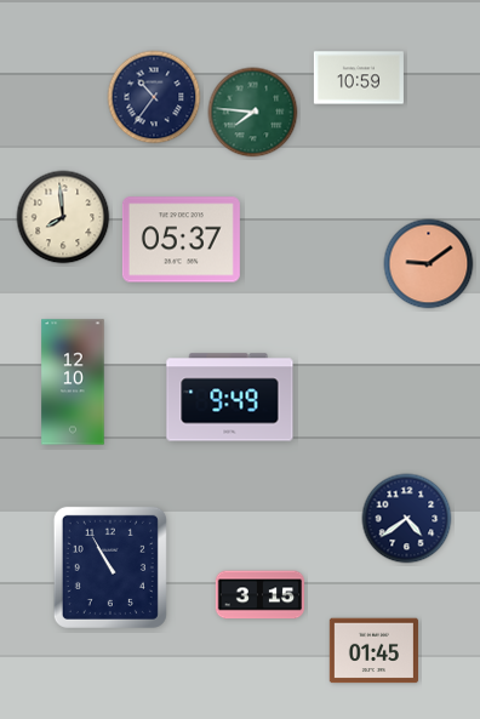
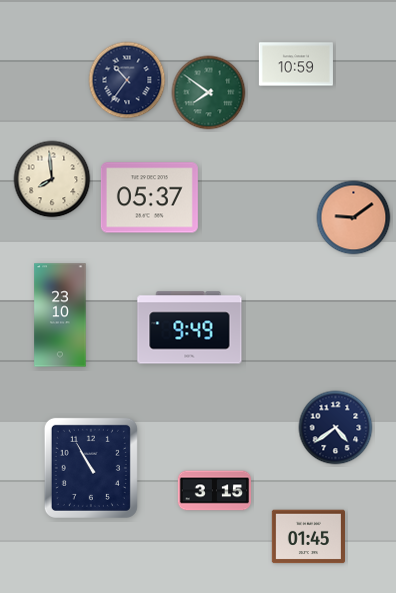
clock at (253, 113): 7:46 -> 7:51
clock at (73, 382): 12:10 -> 23:10
